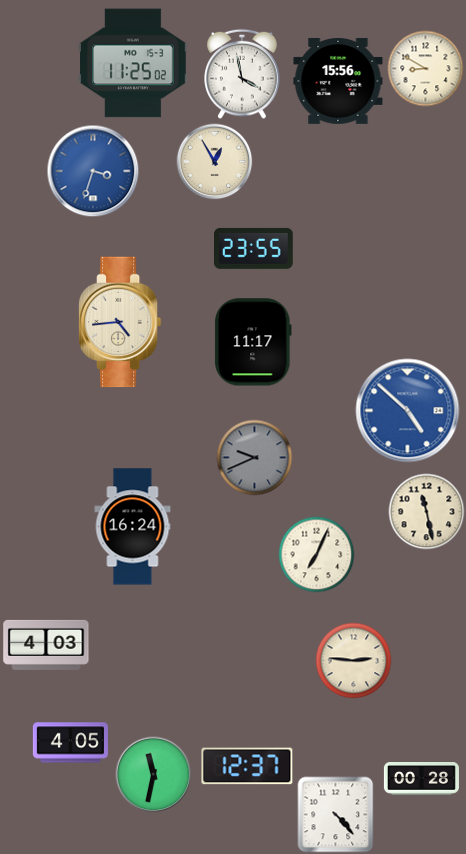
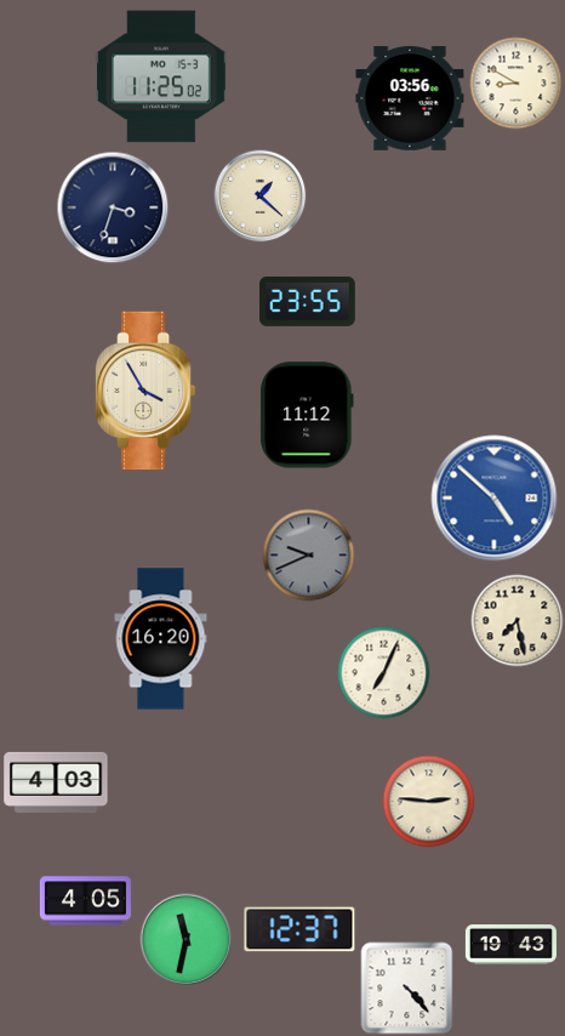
clock at (242, 74): 3:58 -> none
clock at (338, 81): 15:56 -> 03:56
clock at (215, 162): 12:55 -> 1:22
clock at (93, 171) dial: blue -> navy
clock at (120, 322): 4:44 -> 3:55
clock at (253, 342): 11:17 -> 11:12
clock at (427, 512): 11:28 -> 7:28
clock at (133, 527): 16:24 -> 16:20
clock at (421, 779): 00:28 -> 19:43
